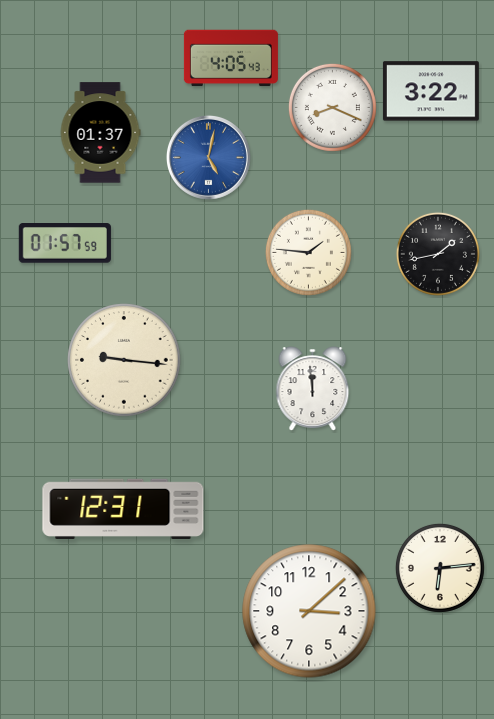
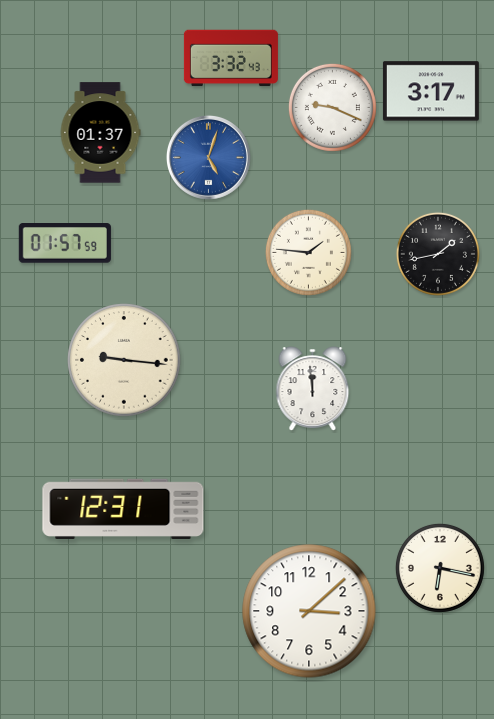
clock at (231, 58): 4:05 -> 3:32
clock at (431, 91): 3:22 -> 3:17
clock at (332, 107): 8:19 -> 9:19
clock at (208, 157): 5:02 -> 5:03
clock at (440, 568): 6:14 -> 6:17
